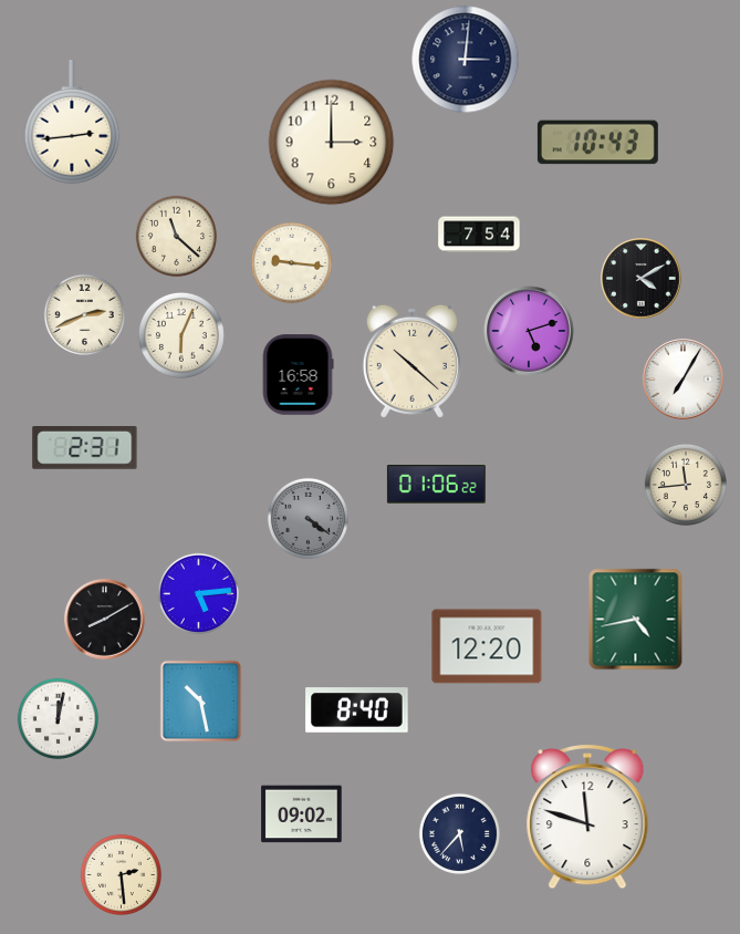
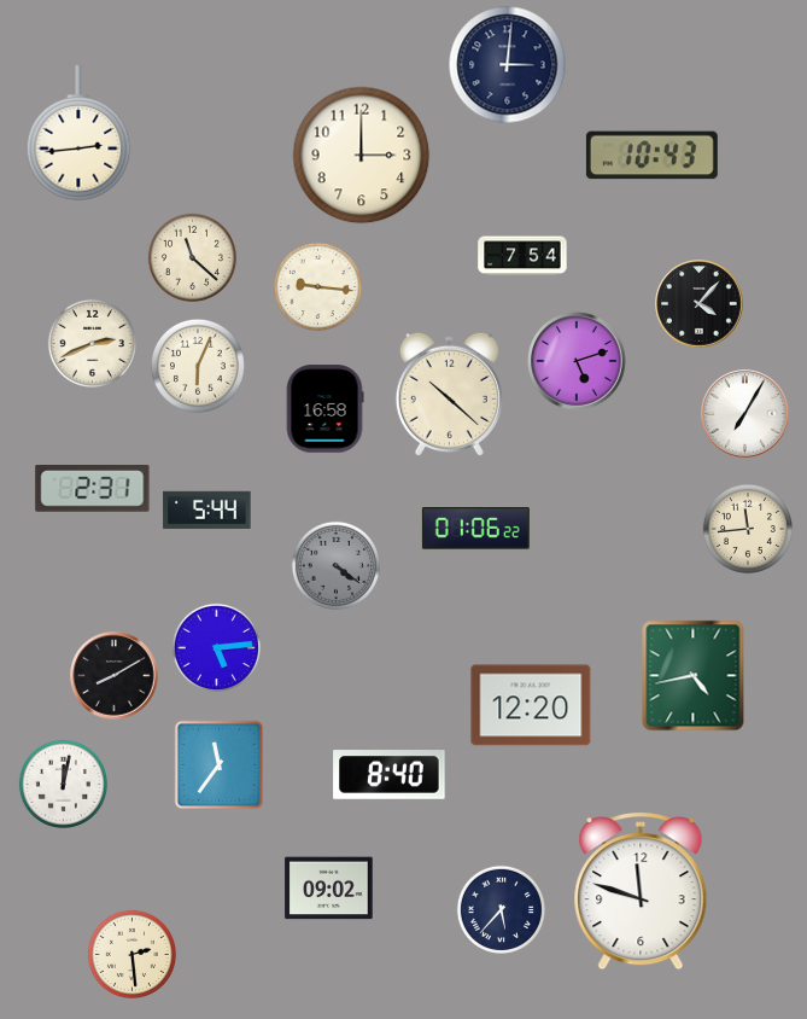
clock at (642, 279): 4:10 -> 4:07
clock at (207, 509): none -> 5:44
clock at (201, 702): 10:28 -> 11:36
